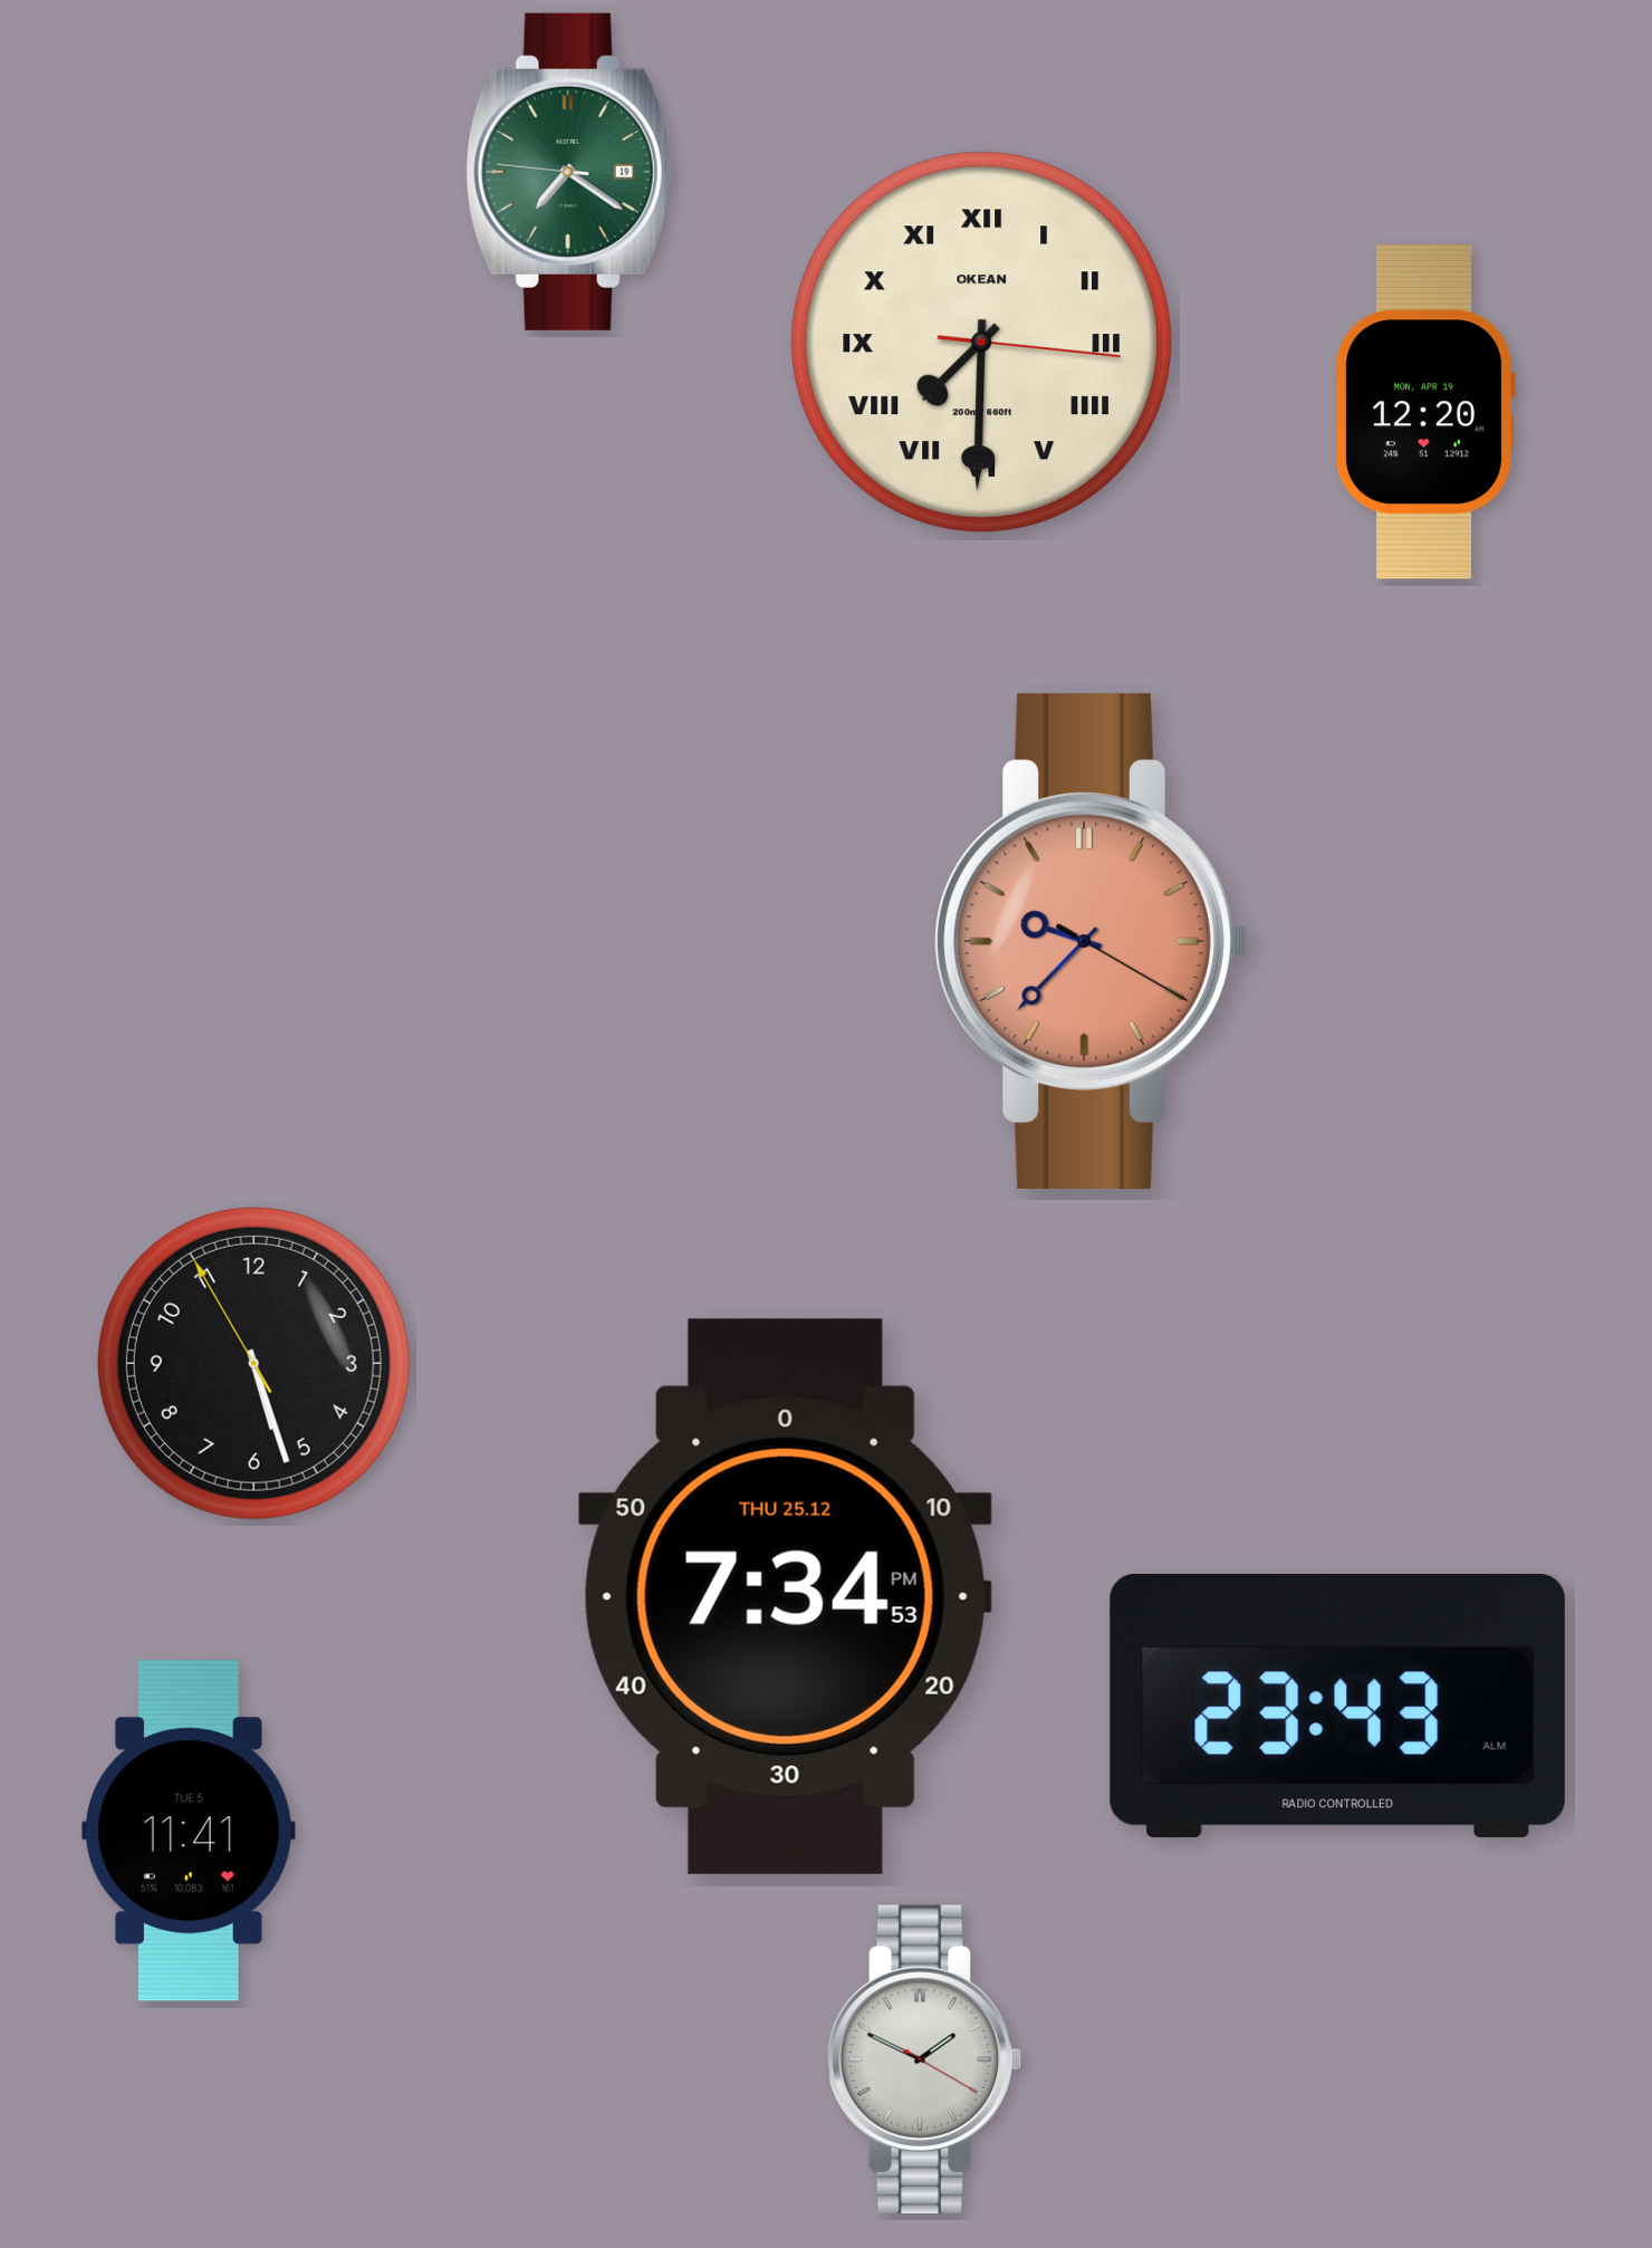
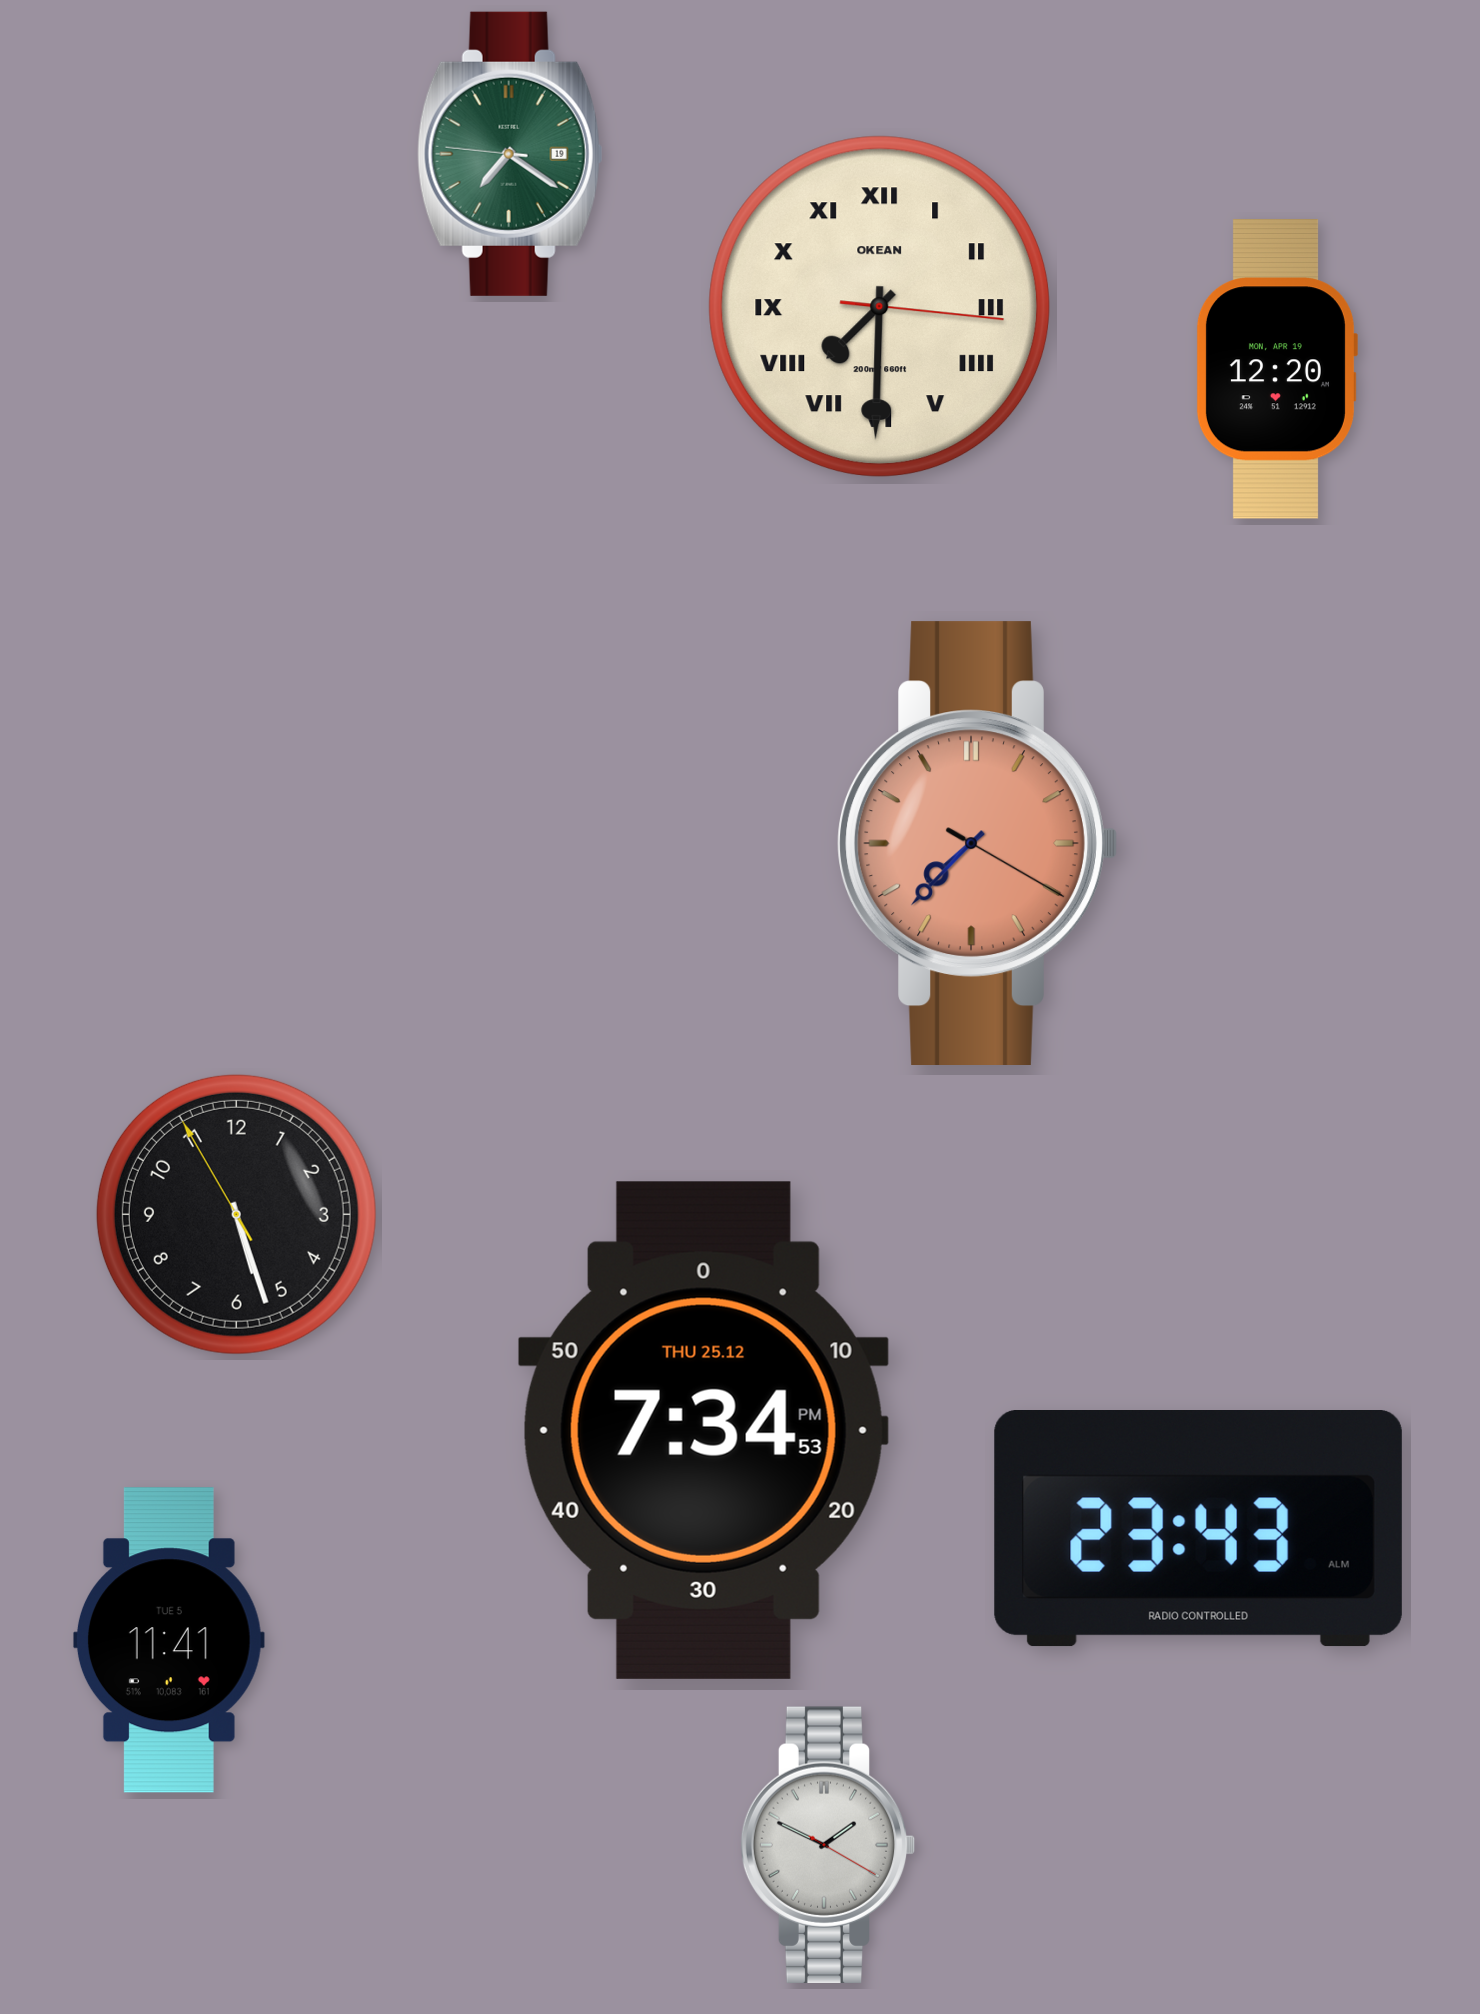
clock at (1091, 941): 9:37 -> 7:37
clock at (253, 1363) position: (253, 1363) -> (236, 1214)
